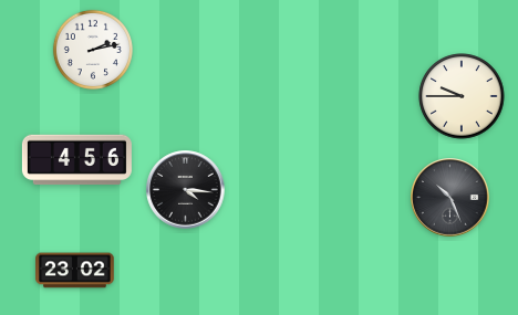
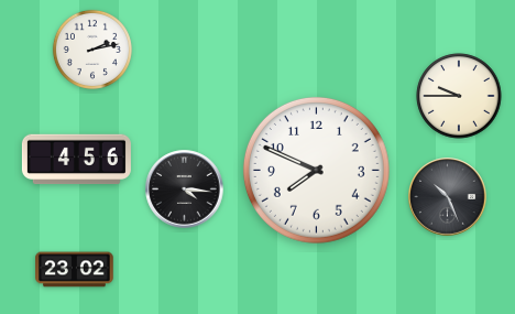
clock at (316, 170): none -> 7:49
